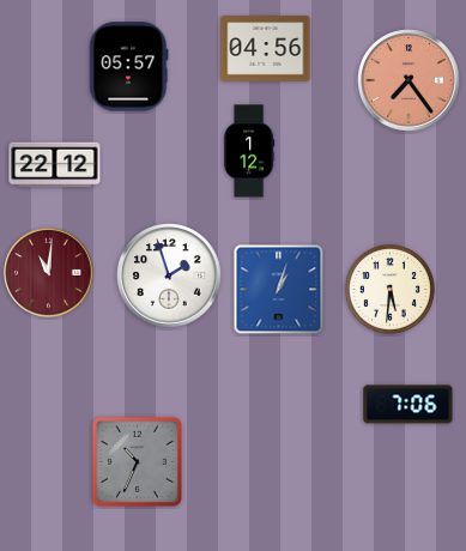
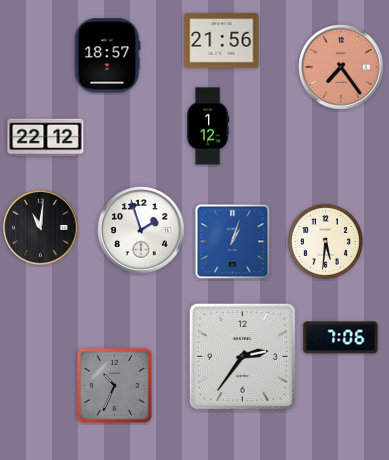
clock at (266, 49): 04:56 -> 21:56
clock at (129, 67): 05:57 -> 18:57
clock at (49, 273) dial: burgundy -> black
clock at (242, 356): none -> 2:36
